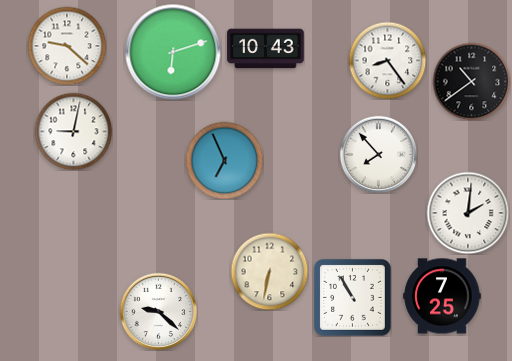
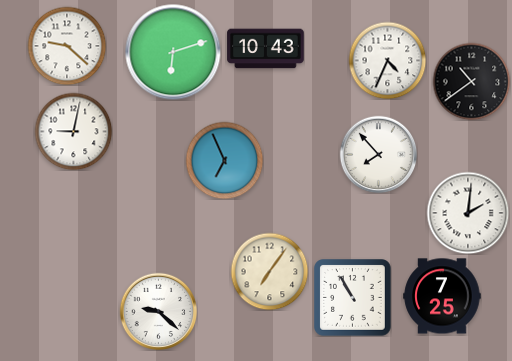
clock at (387, 60): 8:24 -> 4:34
clock at (269, 271): 6:32 -> 7:06
